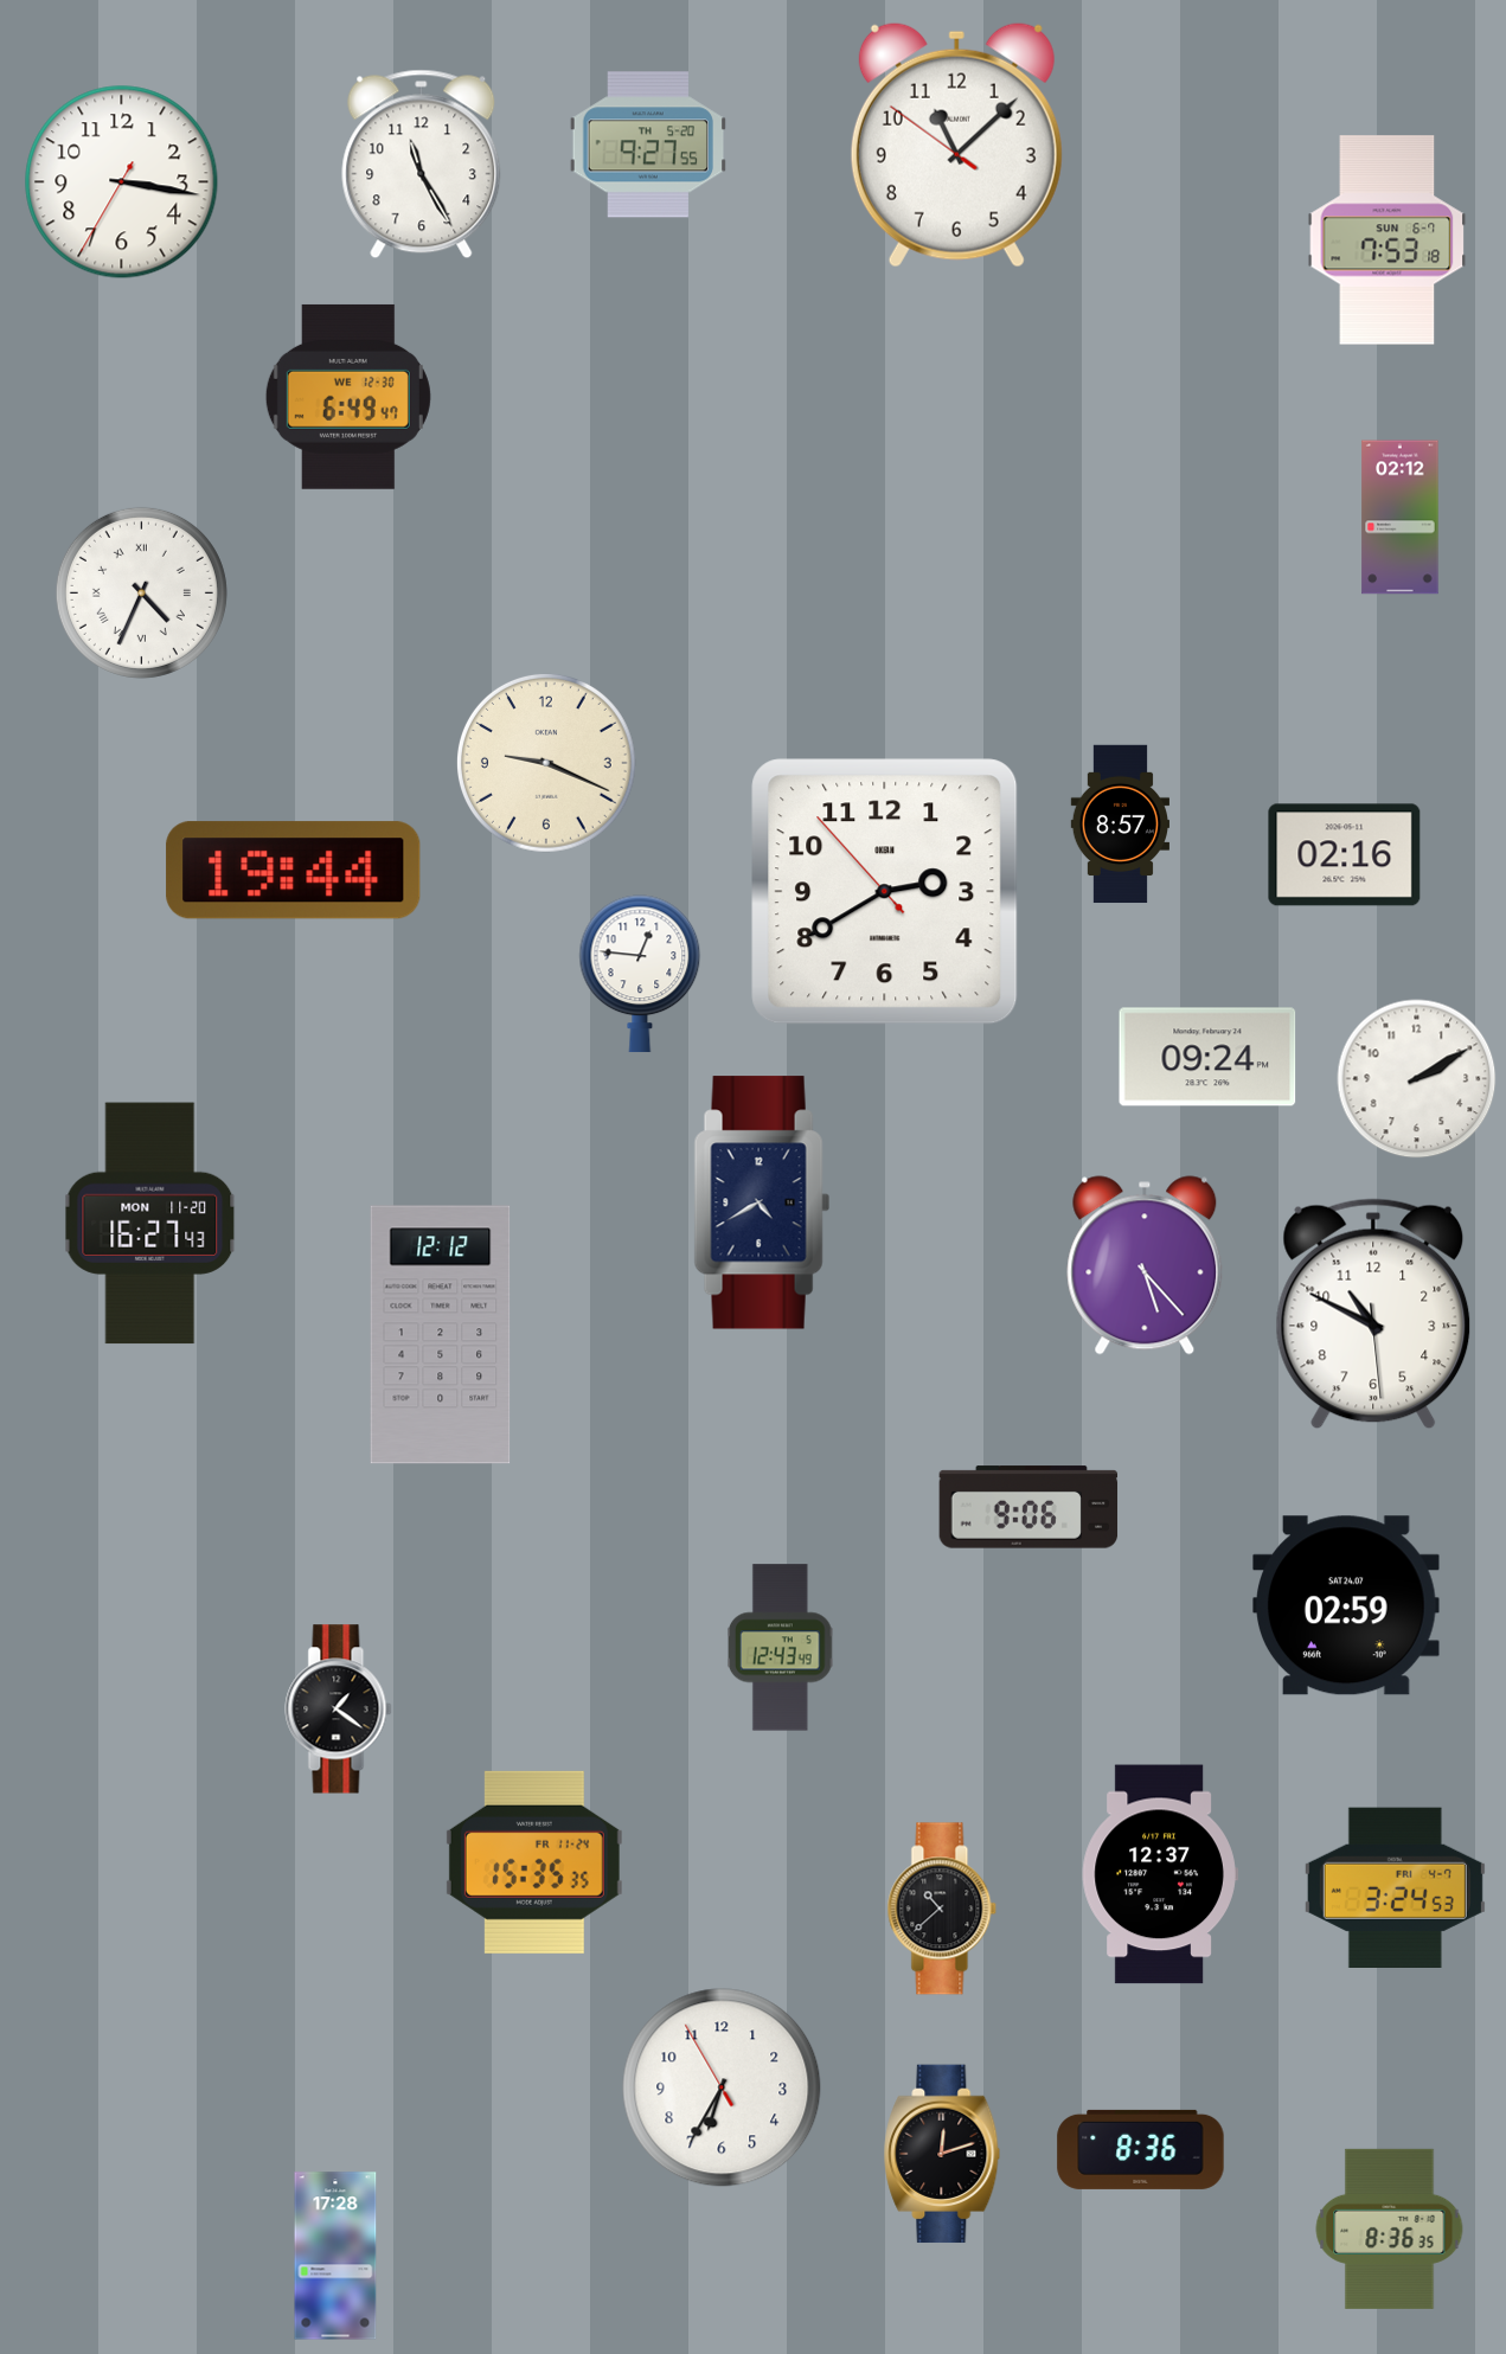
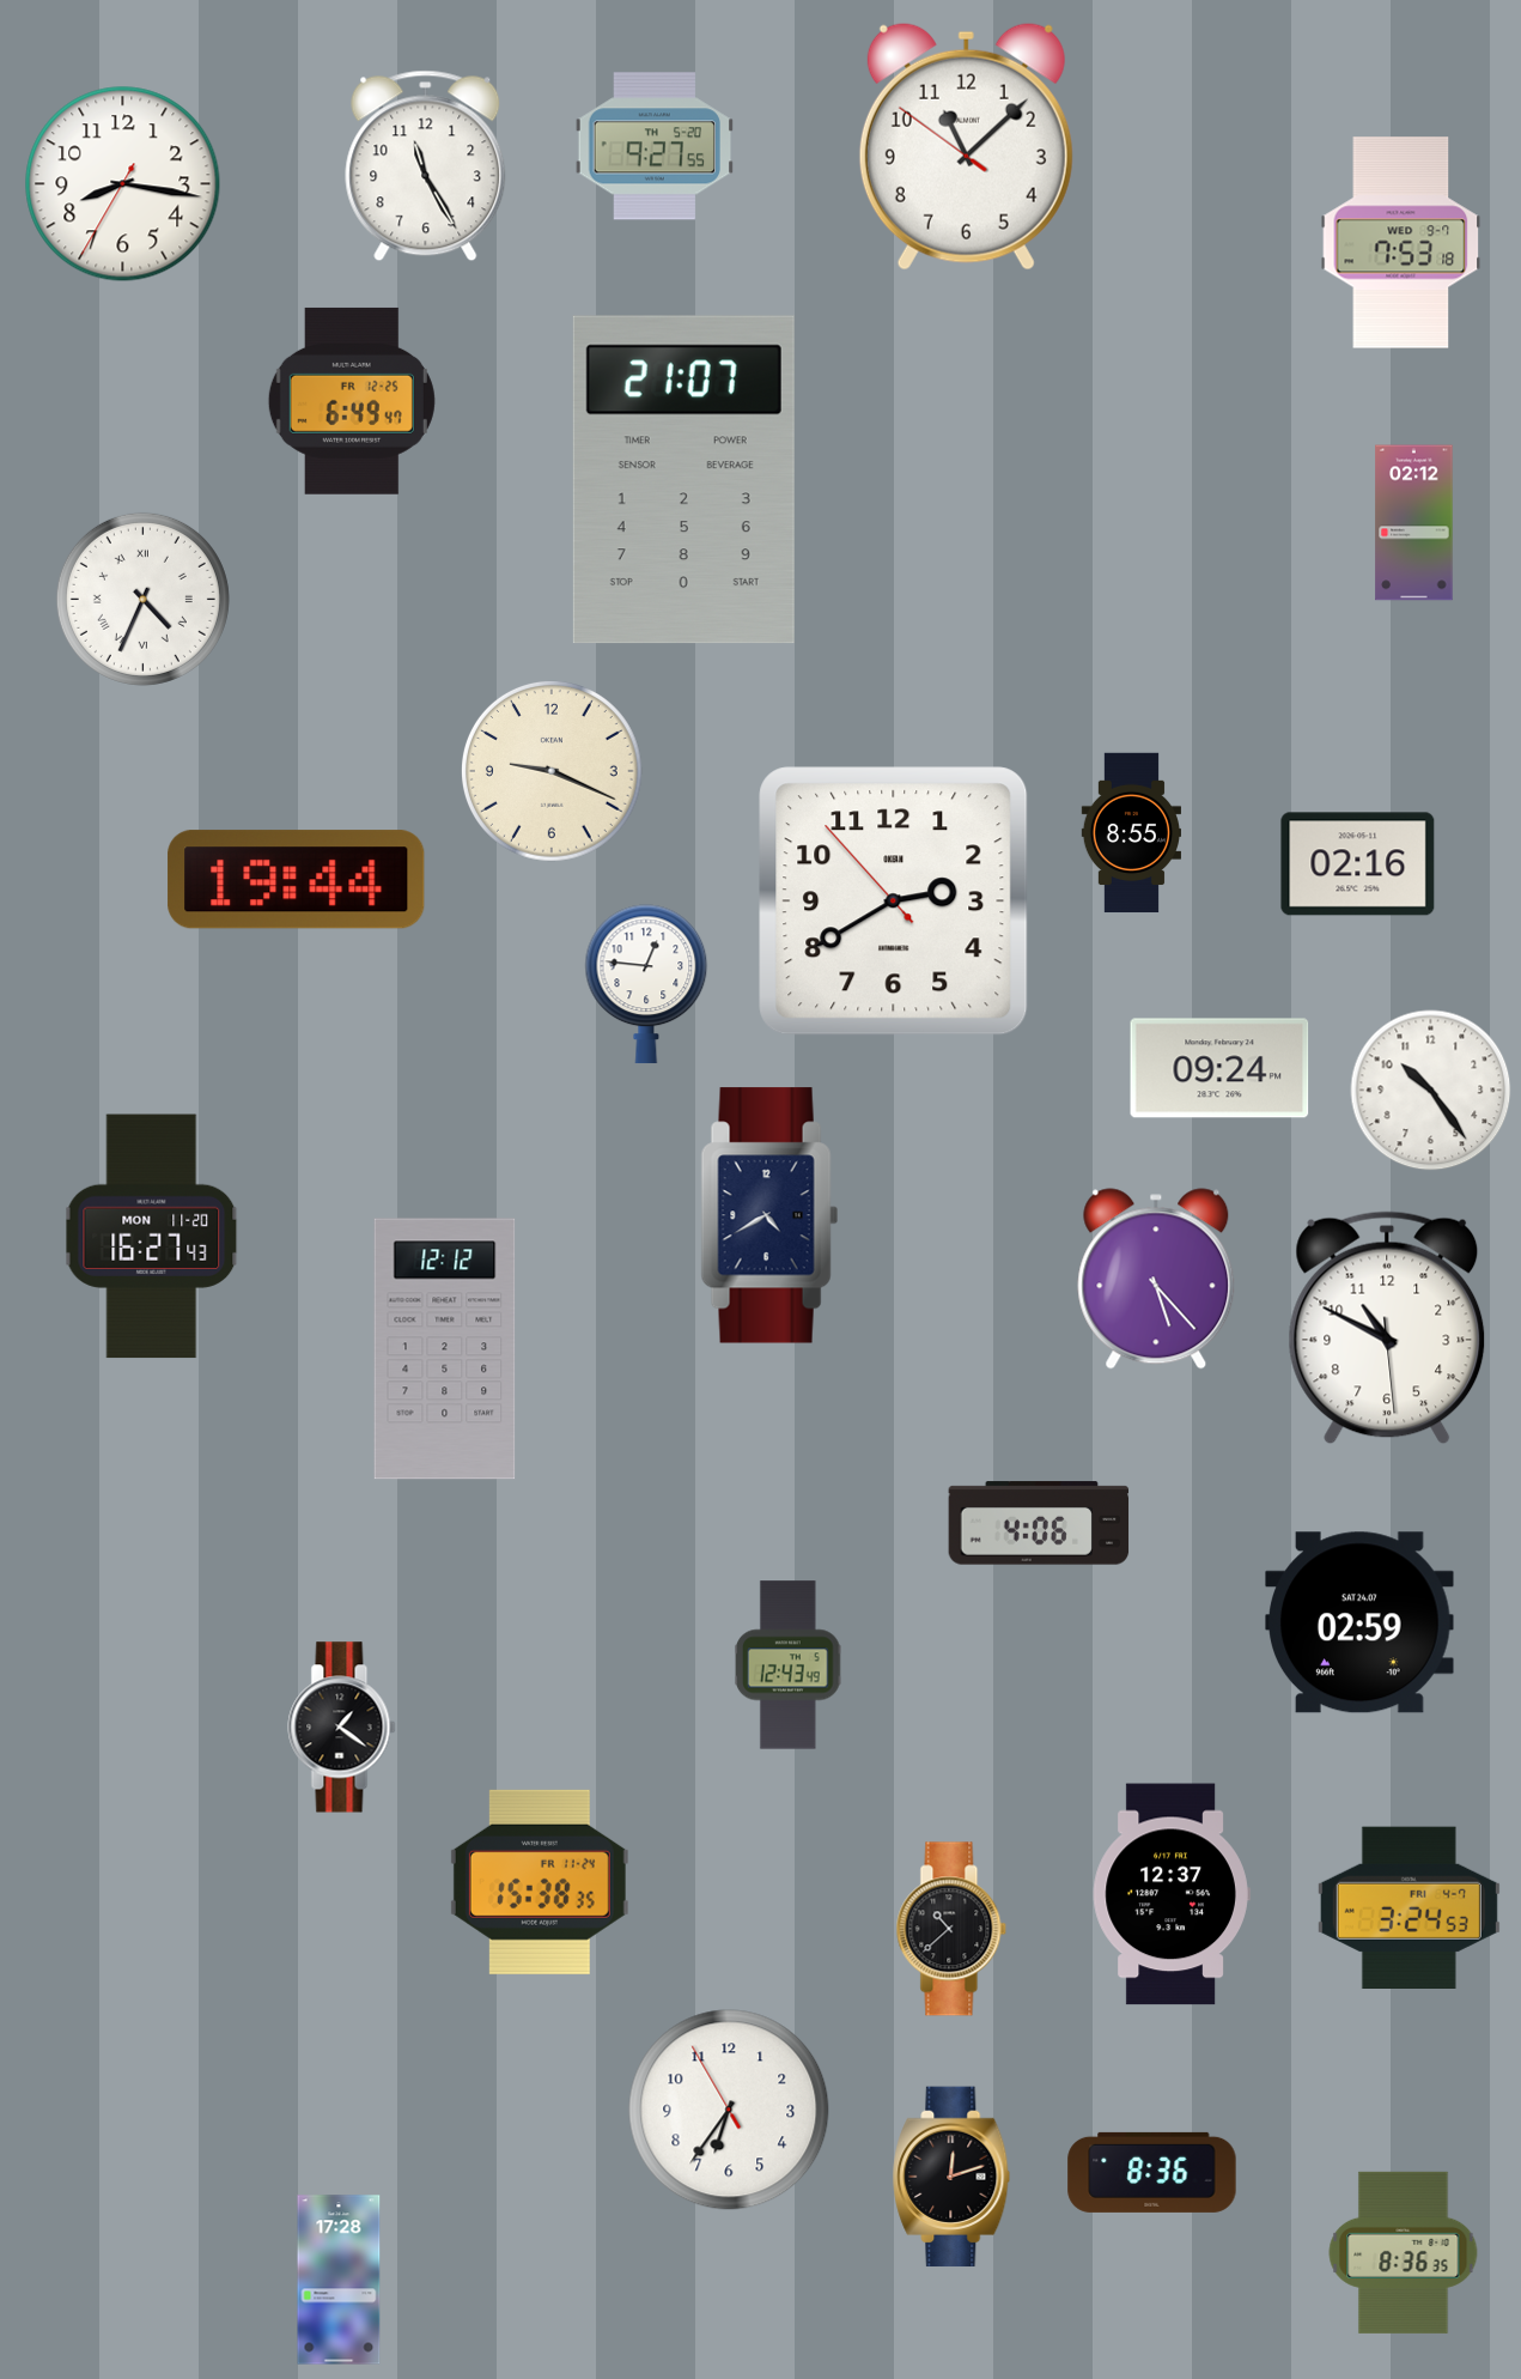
clock at (122, 182): 3:16 -> 8:16
clock at (1388, 240) date: SUN 6-7 -> WED 9-7
clock at (348, 397) date: WE 12-30 -> FR 12-25
clock at (683, 480): none -> 21:07
clock at (1120, 825): 8:57 -> 8:55
clock at (1417, 1079): 2:10 -> 10:24
clock at (1028, 1507): 9:06 -> 4:06
clock at (534, 1862): 15:35 -> 15:38
clock at (722, 2087): 6:34 -> 6:35
